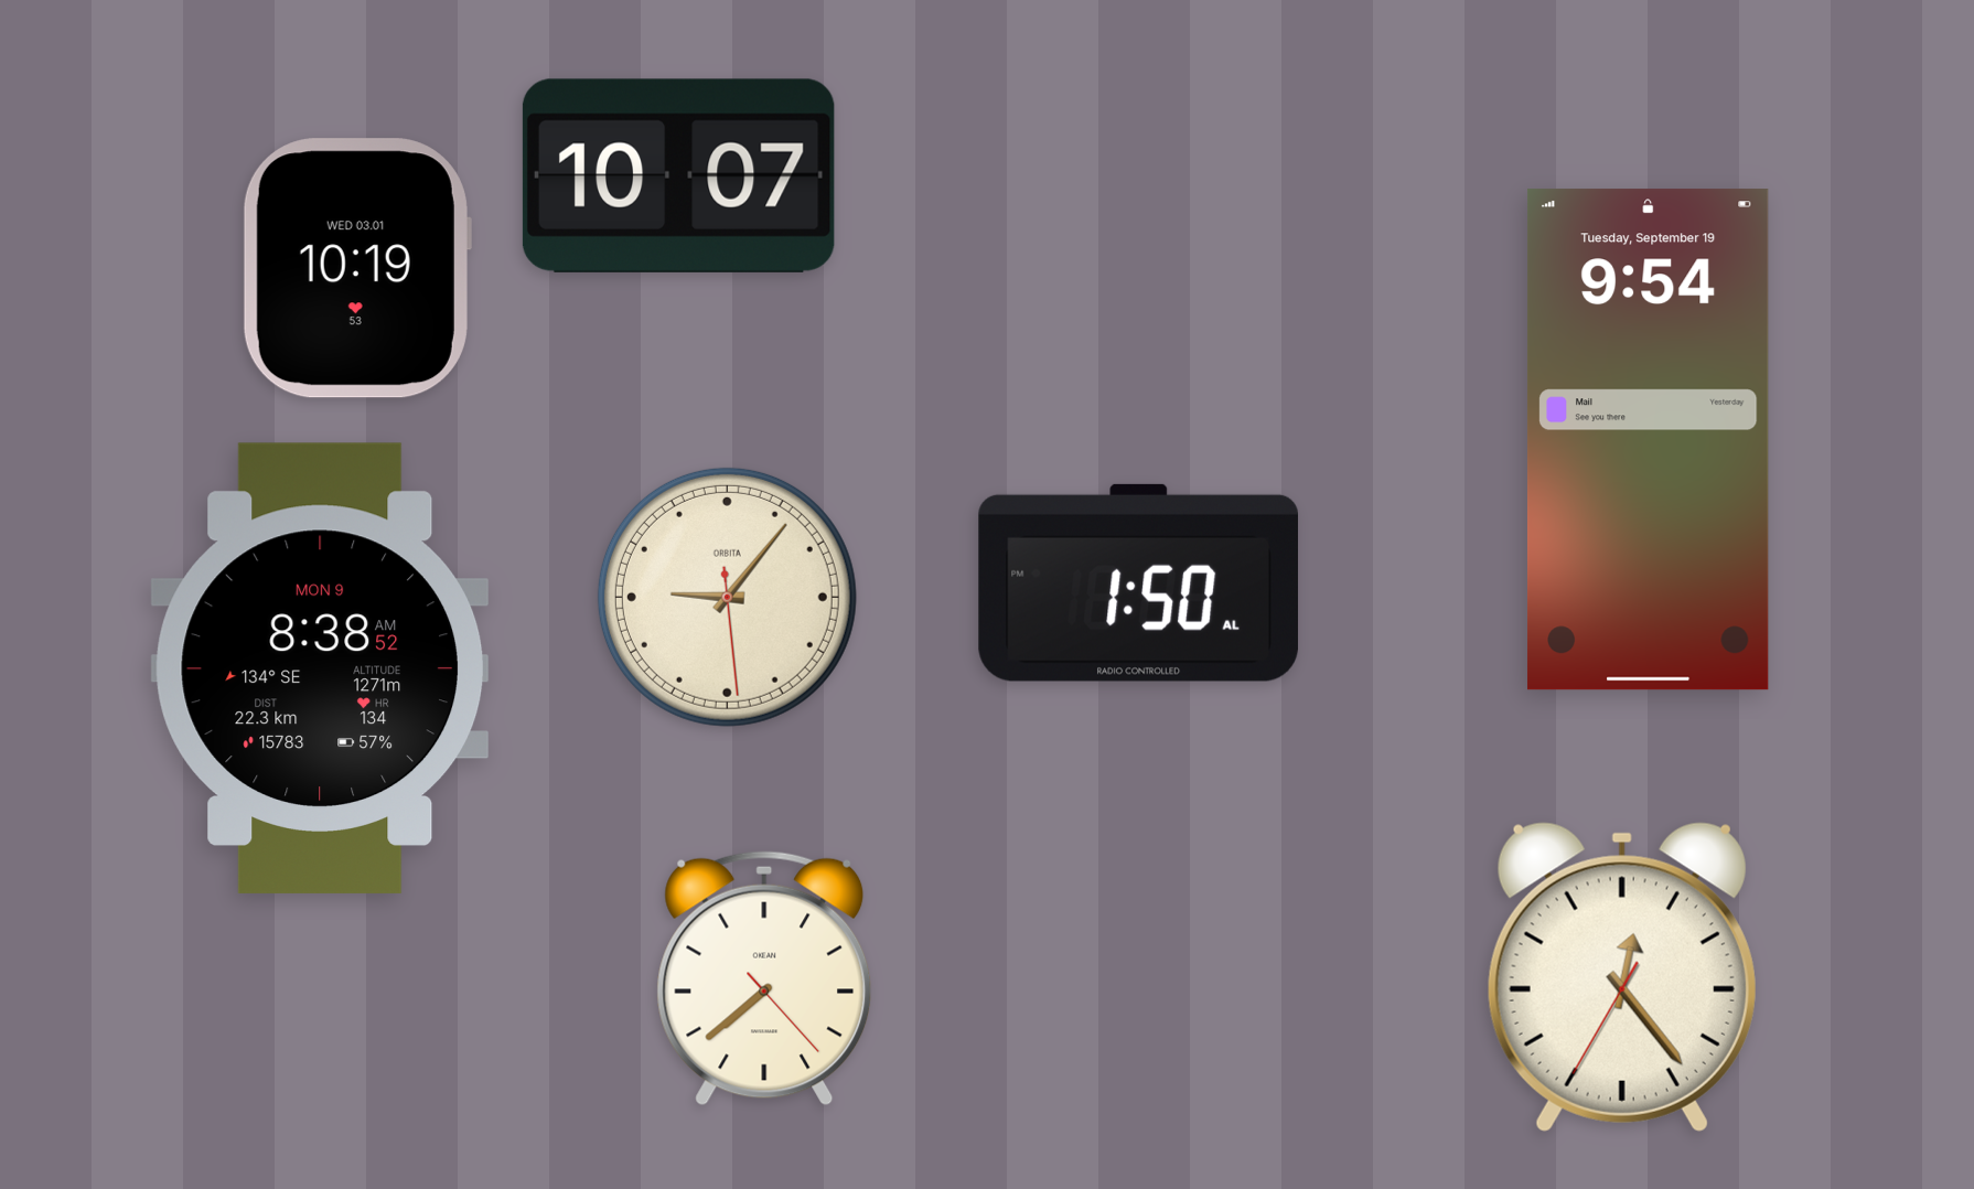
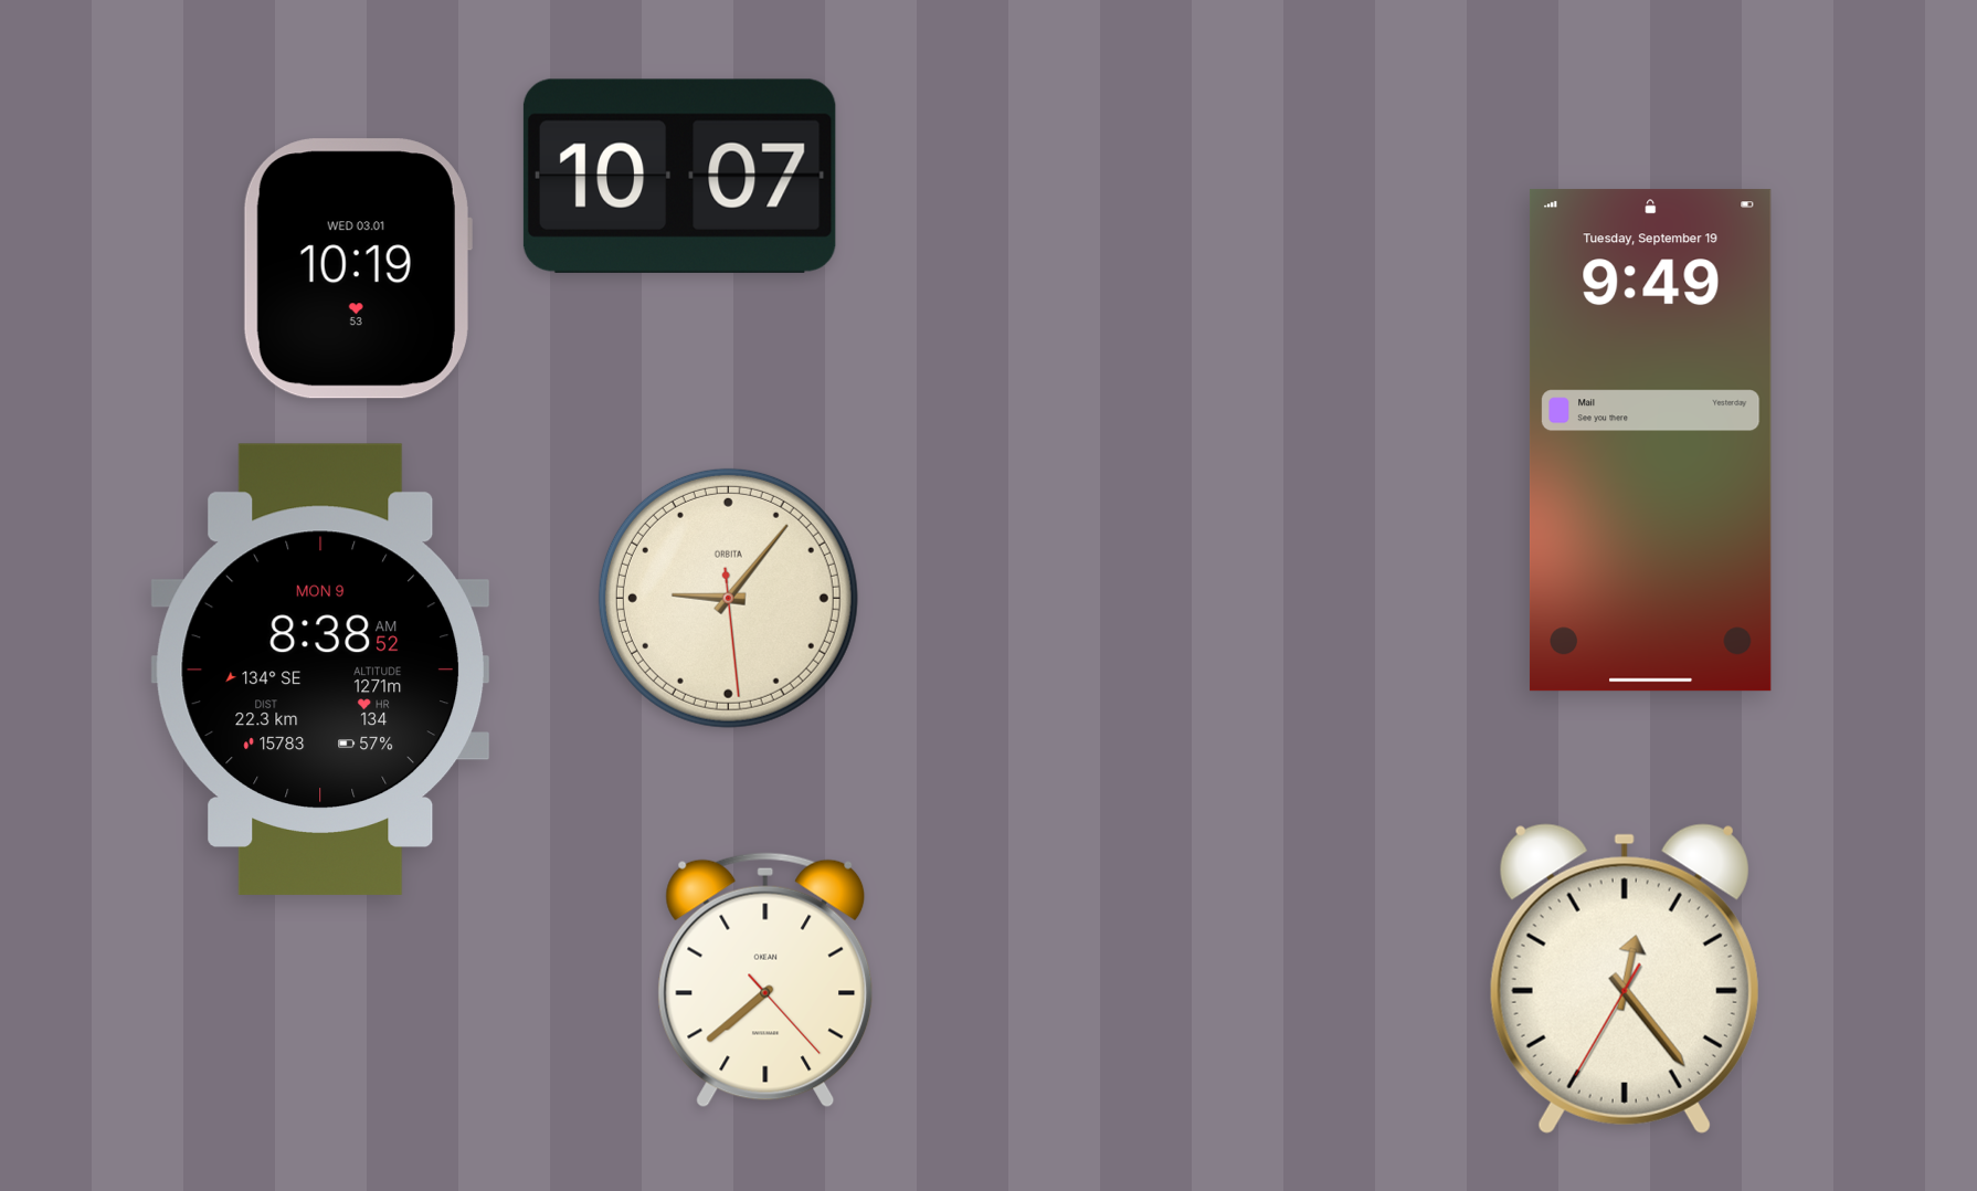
clock at (1648, 440): 9:54 -> 9:49
clock at (1138, 582): 1:50 -> none
